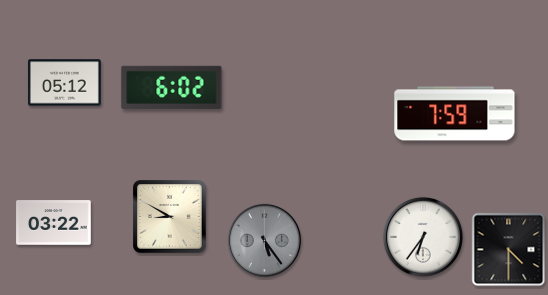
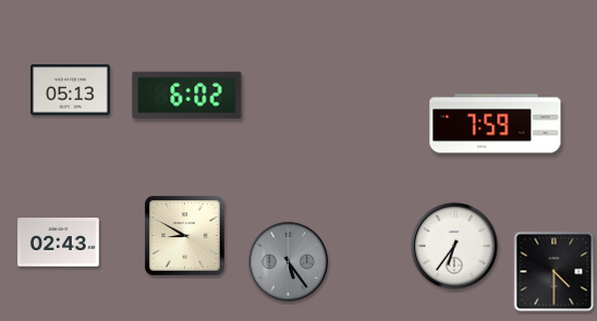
clock at (64, 83): 05:12 -> 05:13
clock at (54, 223): 03:22 -> 02:43
clock at (423, 237) position: (423, 237) -> (454, 246)
